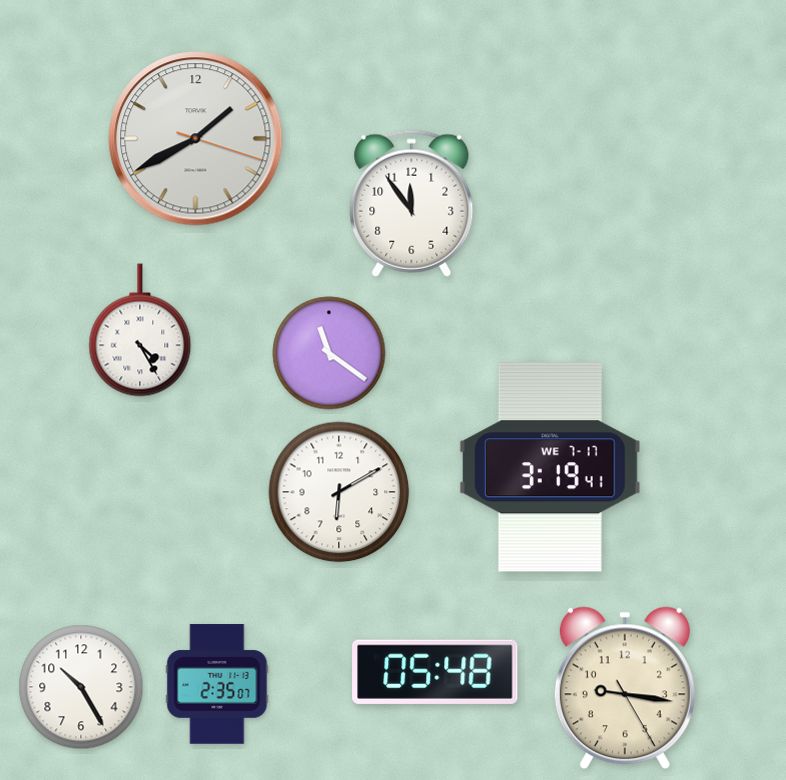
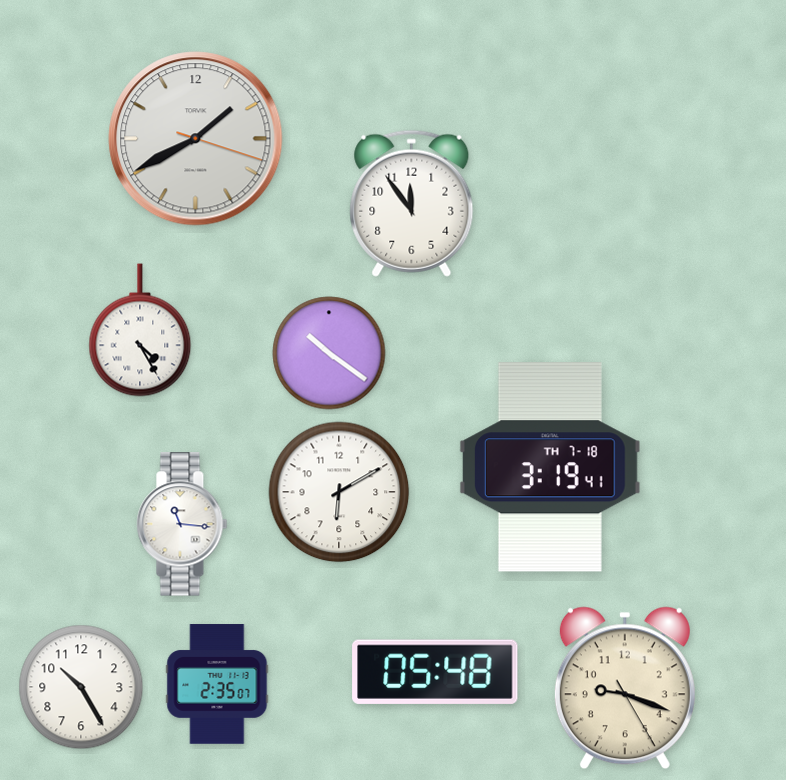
clock at (329, 353): 11:21 -> 10:21
clock at (550, 467) date: WE 7-17 -> TH 7-18
clock at (182, 524): none -> 11:16
clock at (625, 688): 9:16 -> 9:18
